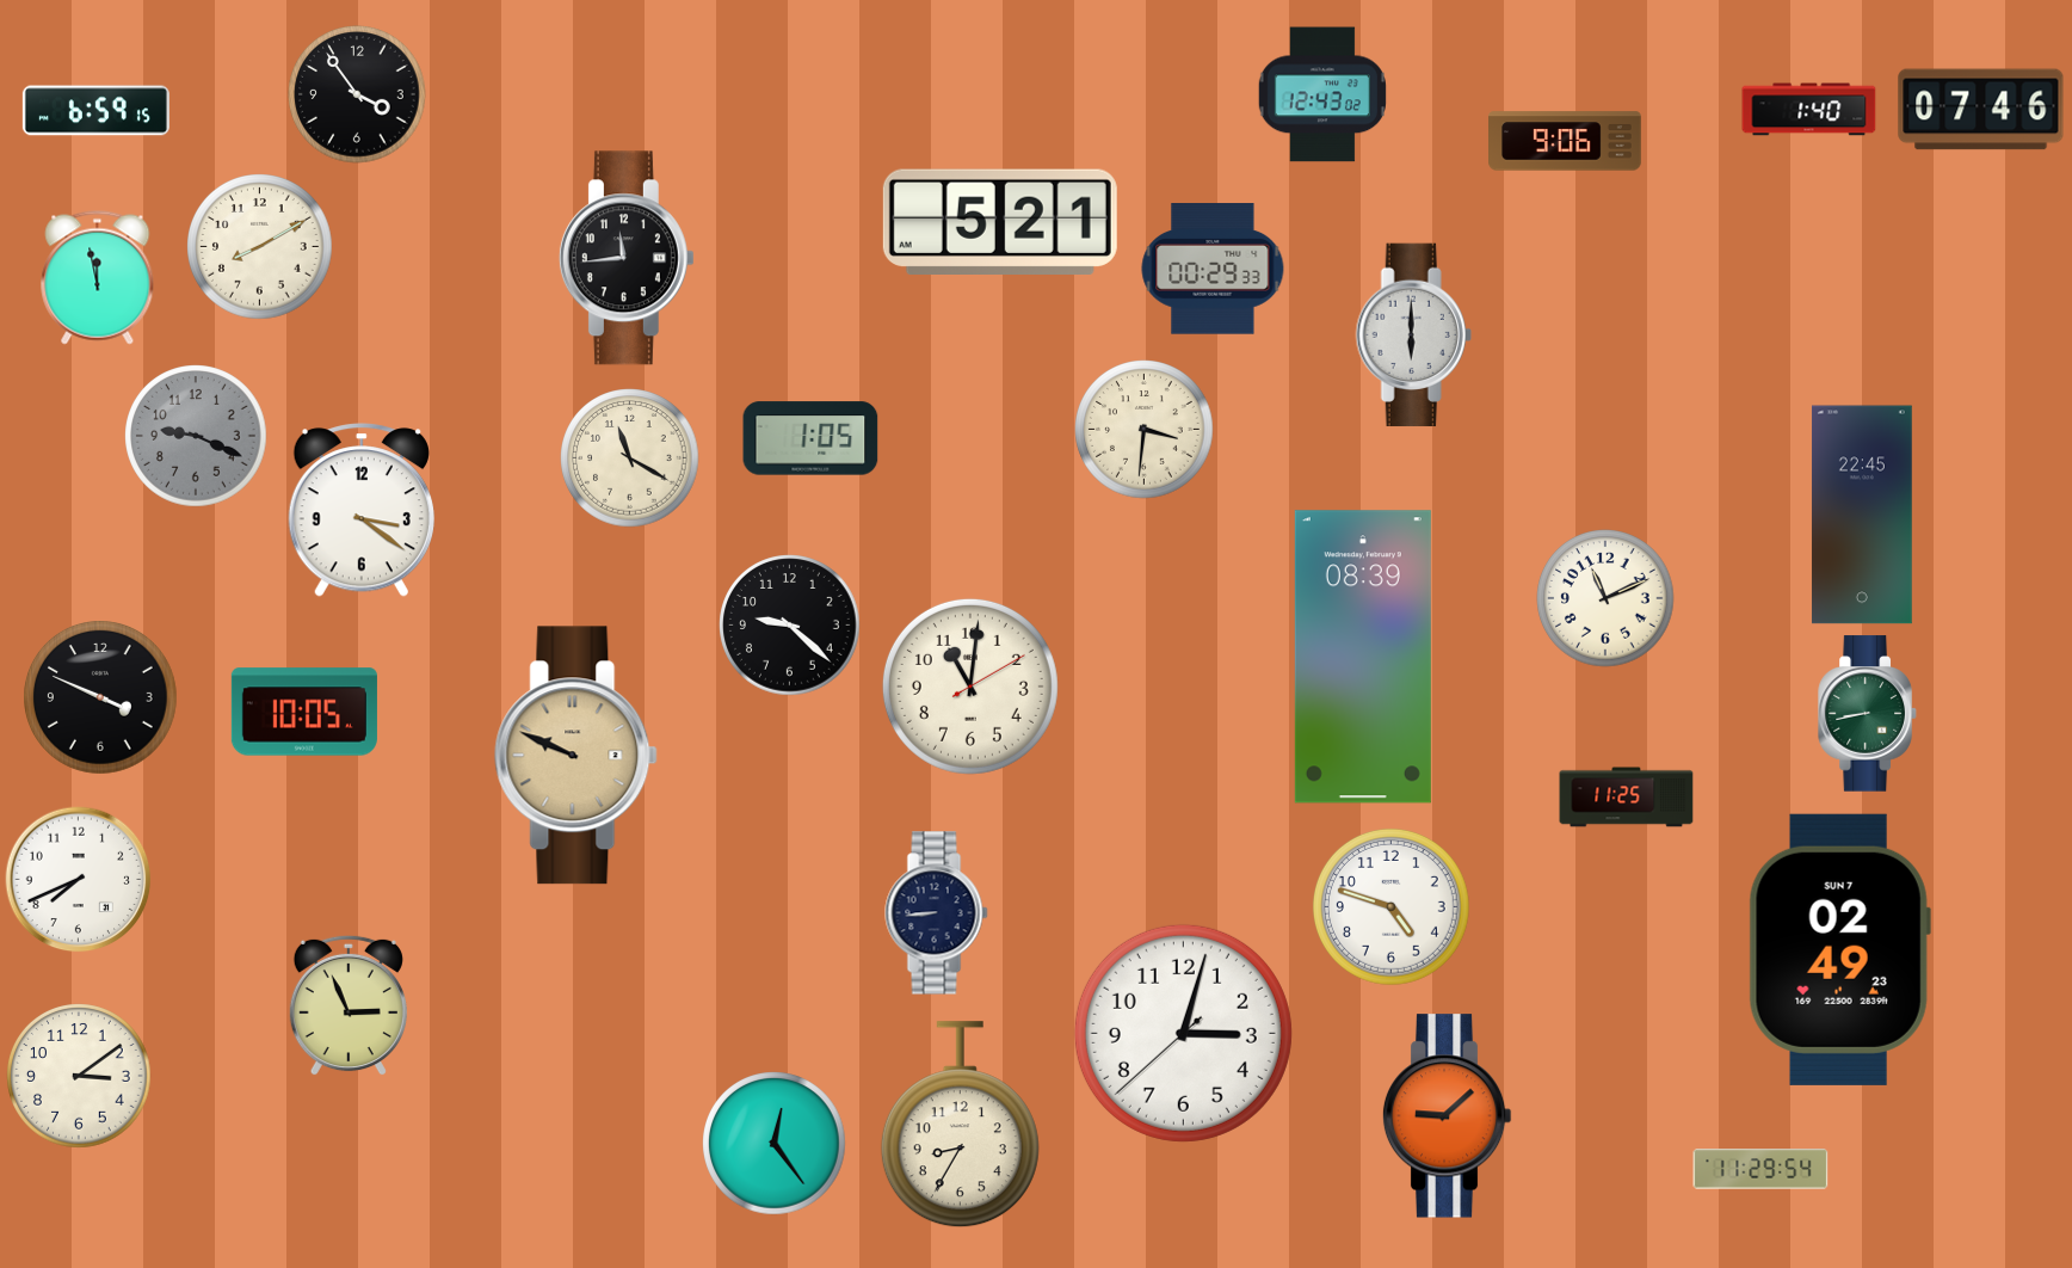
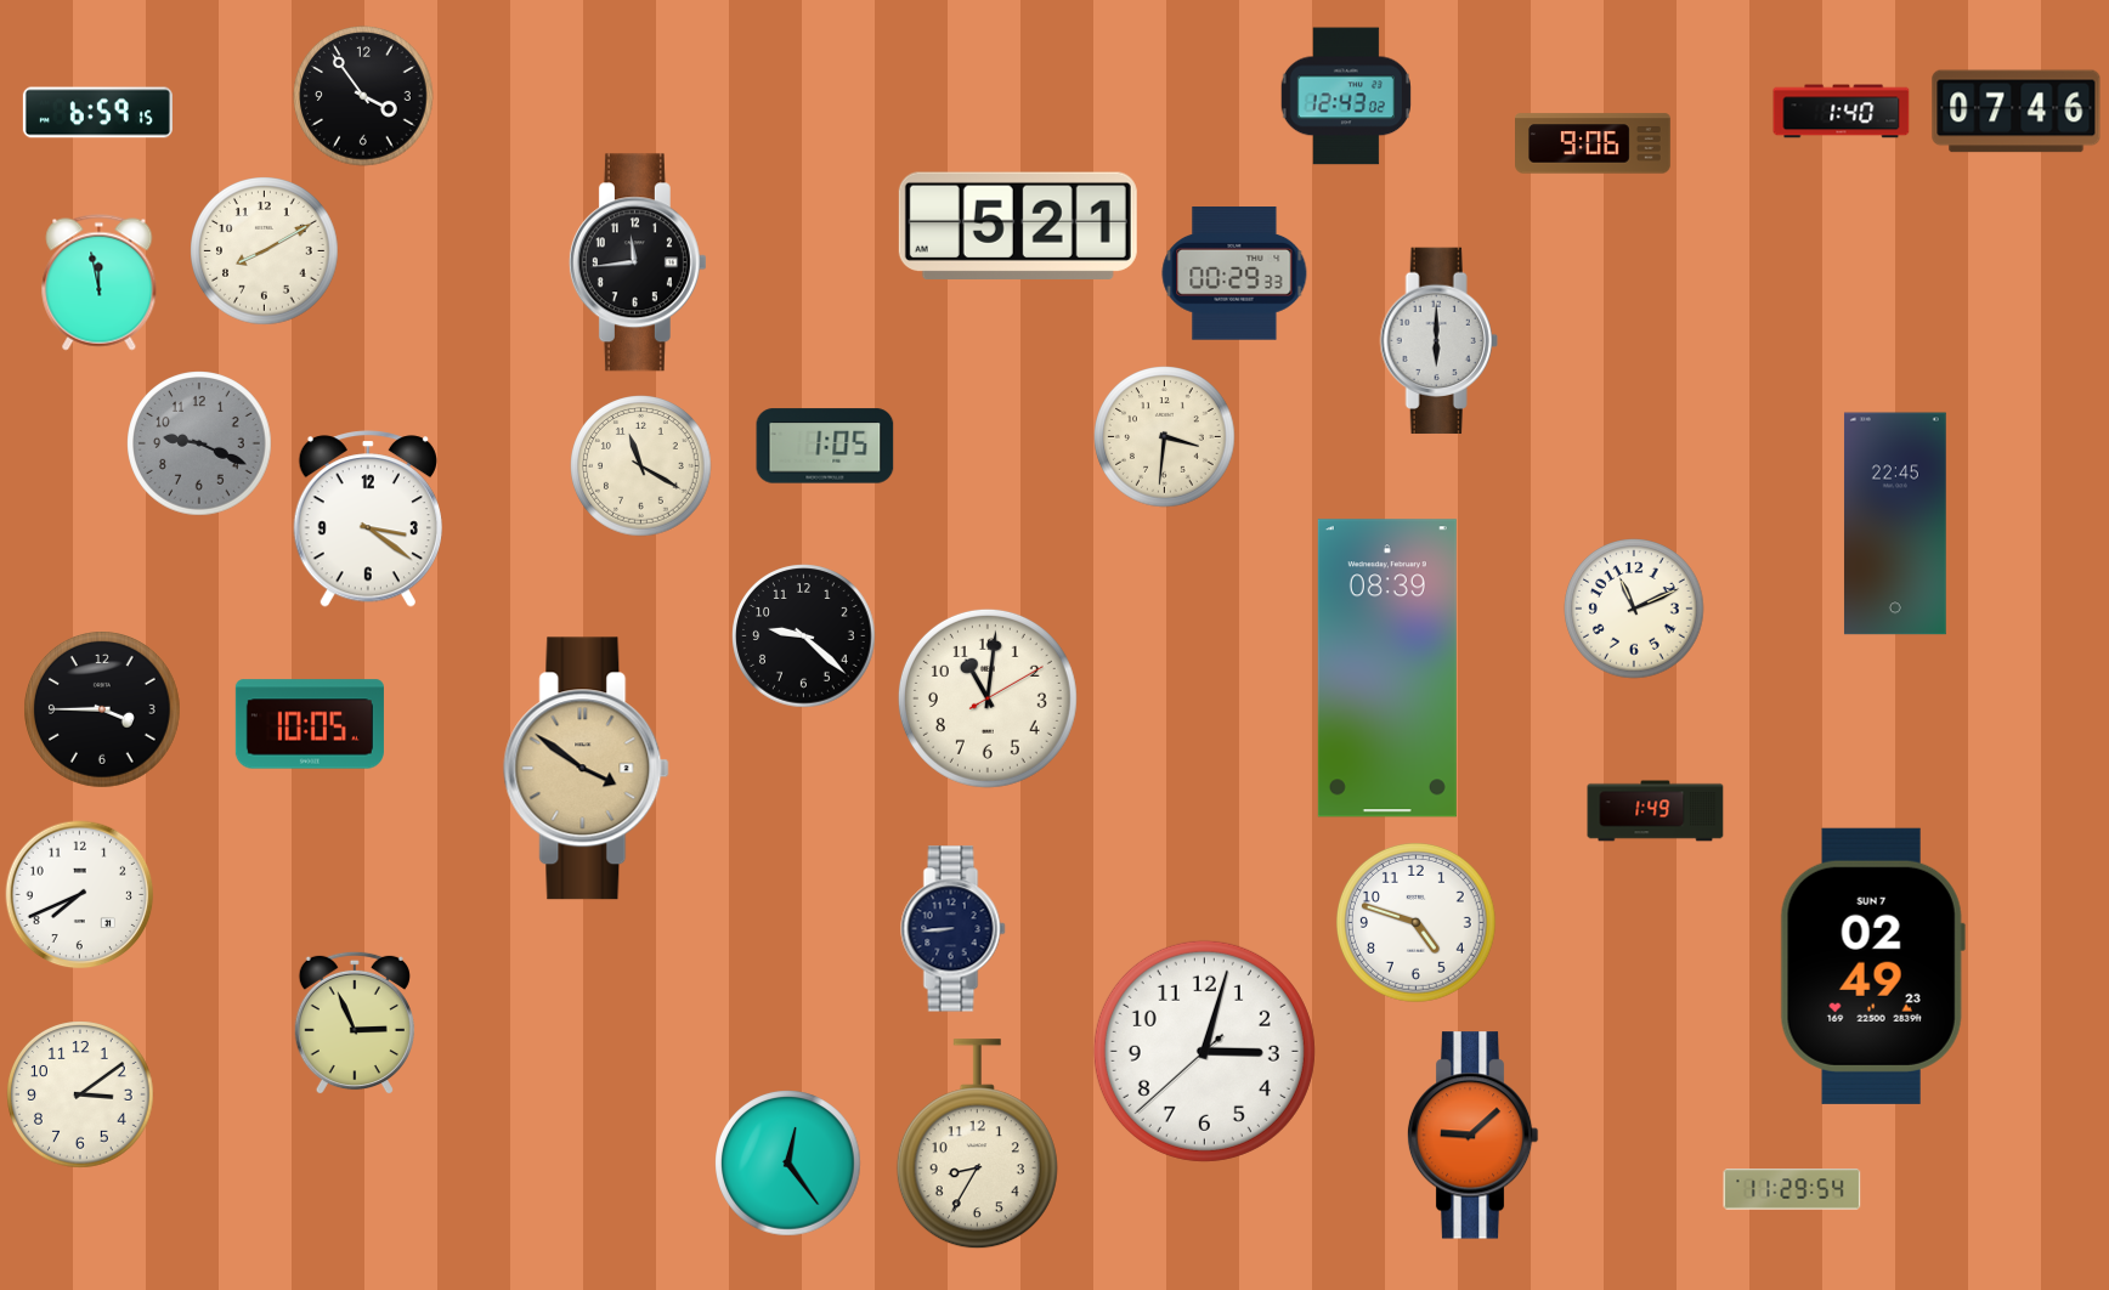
clock at (101, 698): 3:49 -> 3:45
clock at (1868, 714): 8:43 -> none
clock at (576, 756): 9:49 -> 3:51
clock at (1627, 798): 11:25 -> 1:49
